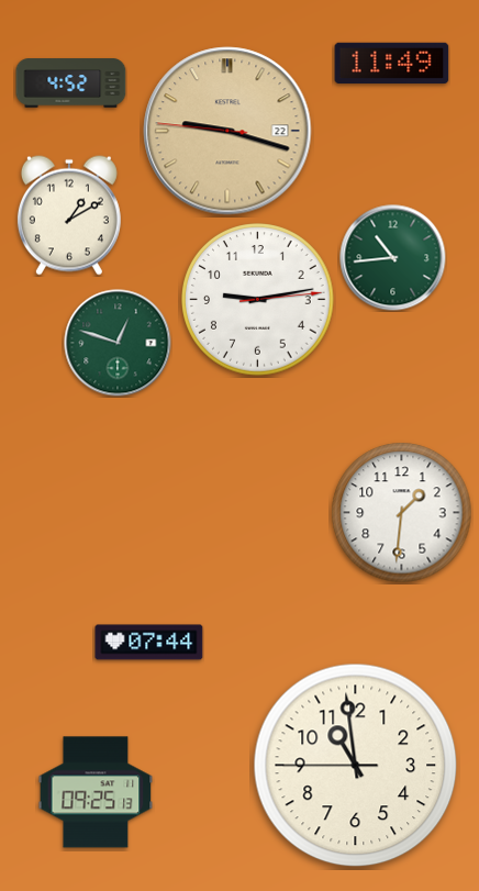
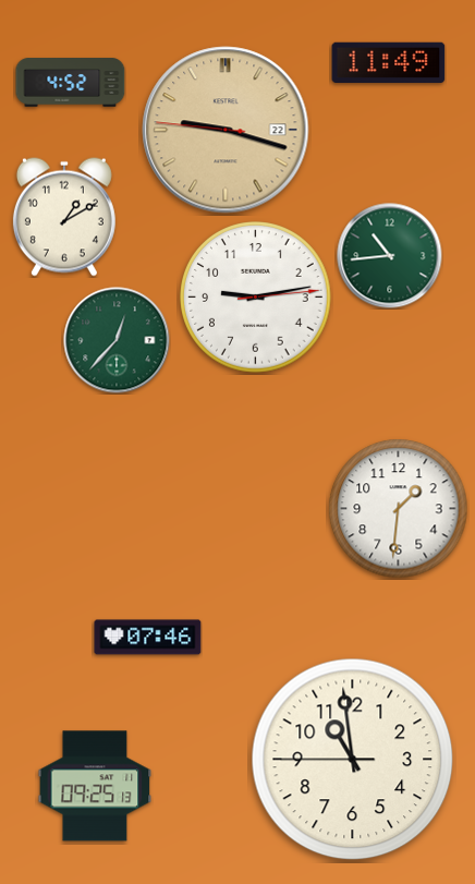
clock at (69, 215) position: (69, 215) -> (64, 217)
clock at (118, 343): 12:48 -> 12:37
clock at (149, 643): 07:44 -> 07:46
